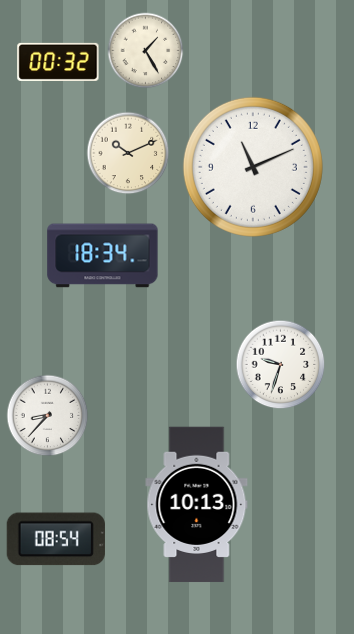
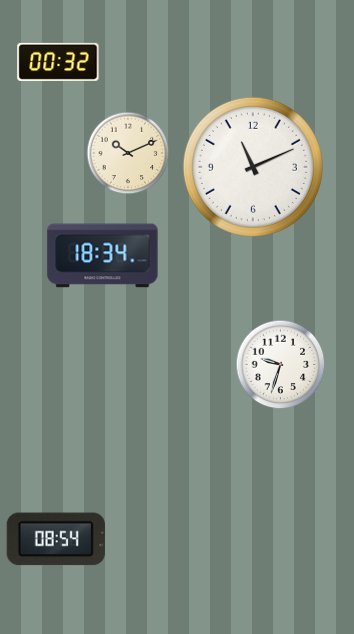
clock at (146, 51): 1:25 -> none
clock at (48, 416): 8:37 -> none
clock at (197, 505): 10:13 -> none
